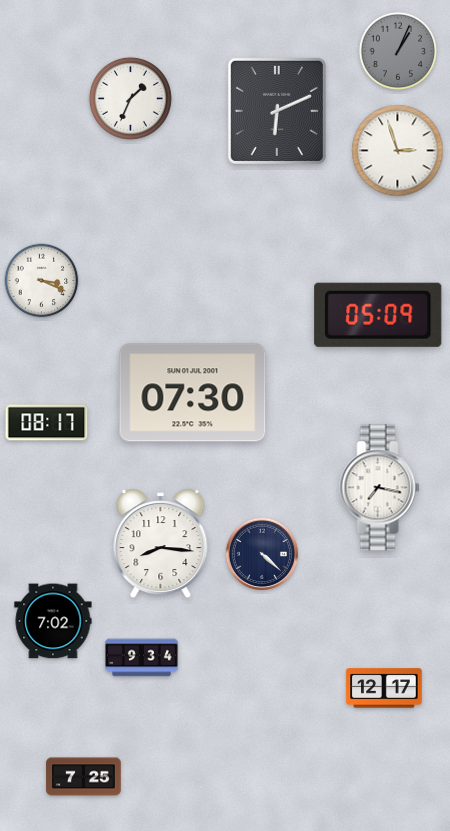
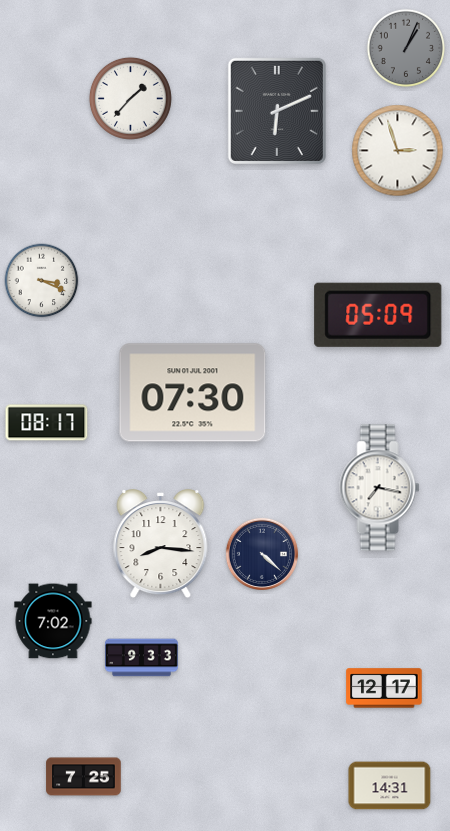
clock at (398, 51) position: (398, 51) -> (406, 48)
clock at (130, 98): 1:34 -> 1:37
clock at (141, 658): 9:34 -> 9:33
clock at (390, 786): none -> 14:31
